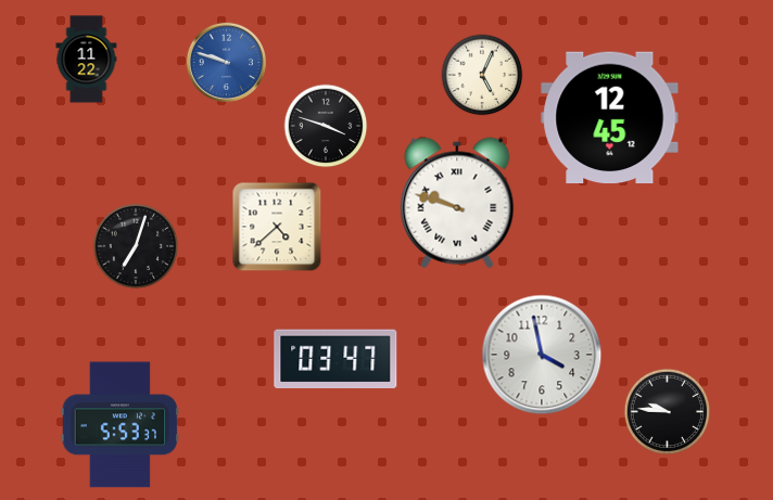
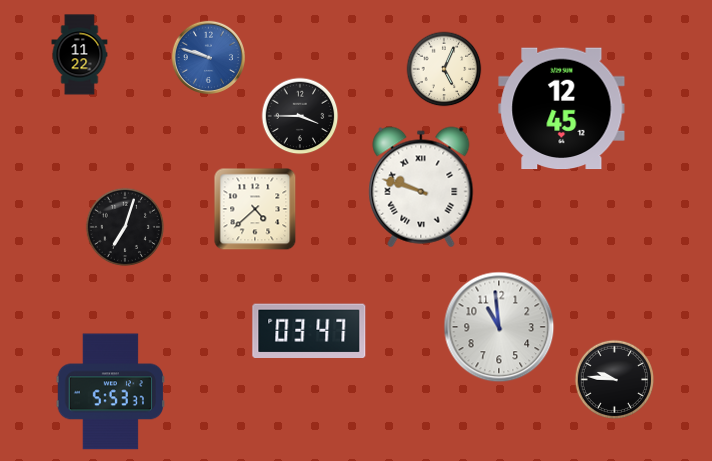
clock at (326, 126): 3:48 -> 3:45
clock at (542, 355): 3:58 -> 10:59
